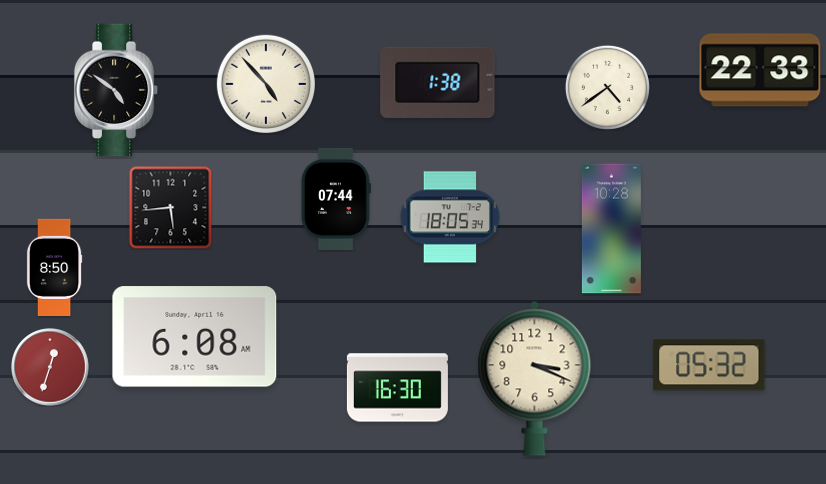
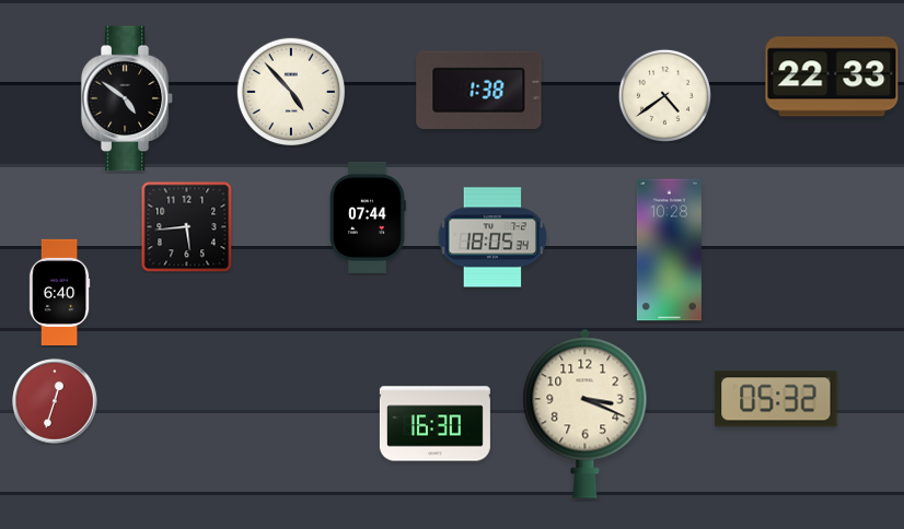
clock at (54, 267): 8:50 -> 6:40
clock at (195, 337): 6:08 -> none
